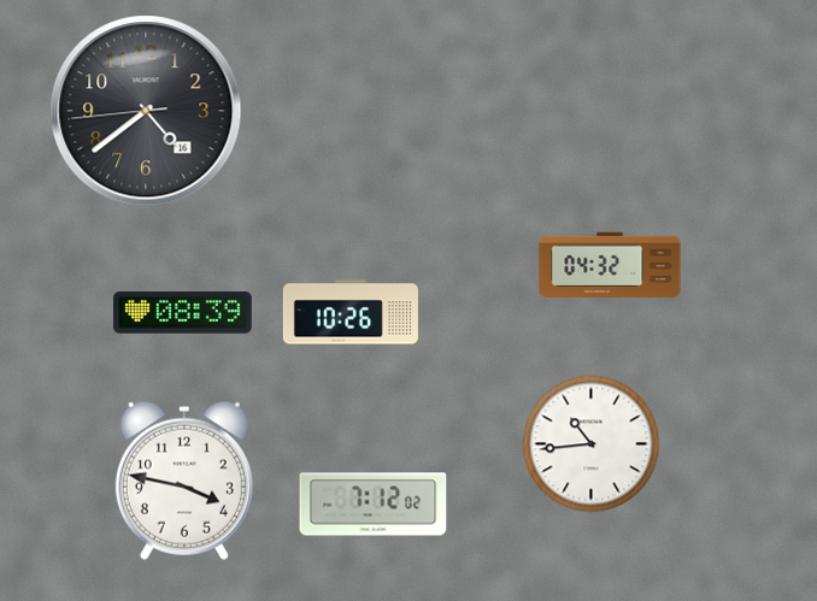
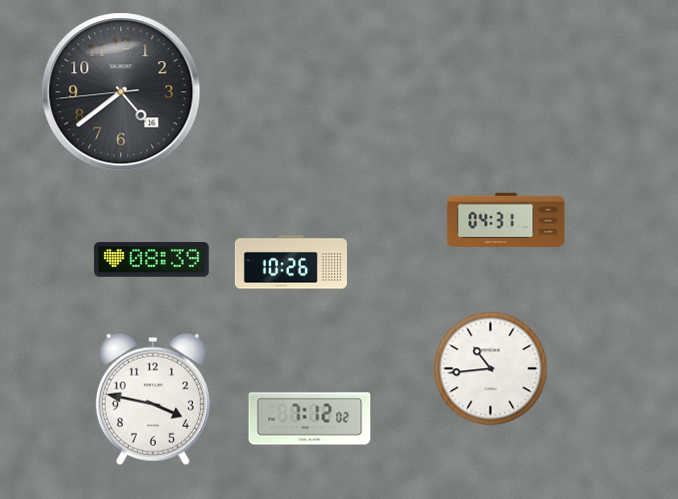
clock at (610, 265): 04:32 -> 04:31
clock at (351, 312) position: (351, 312) -> (291, 262)
